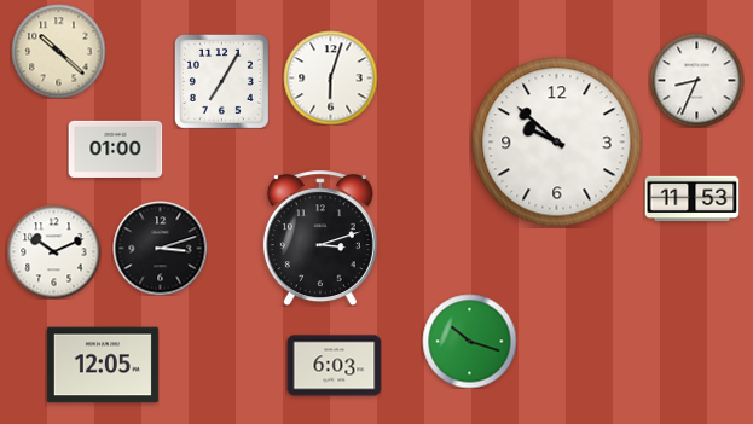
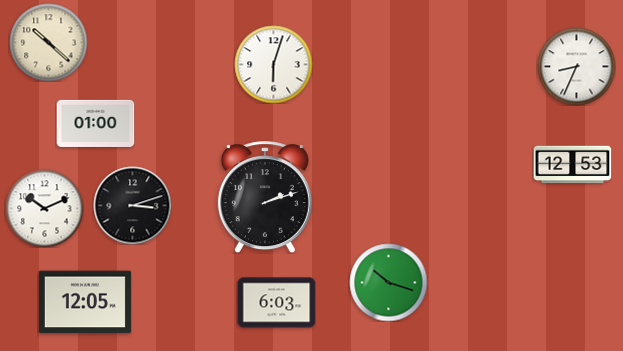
clock at (221, 81): 7:05 -> none
clock at (557, 143): 9:52 -> none
clock at (691, 199): 11:53 -> 12:53
clock at (320, 238): 3:12 -> 2:12
